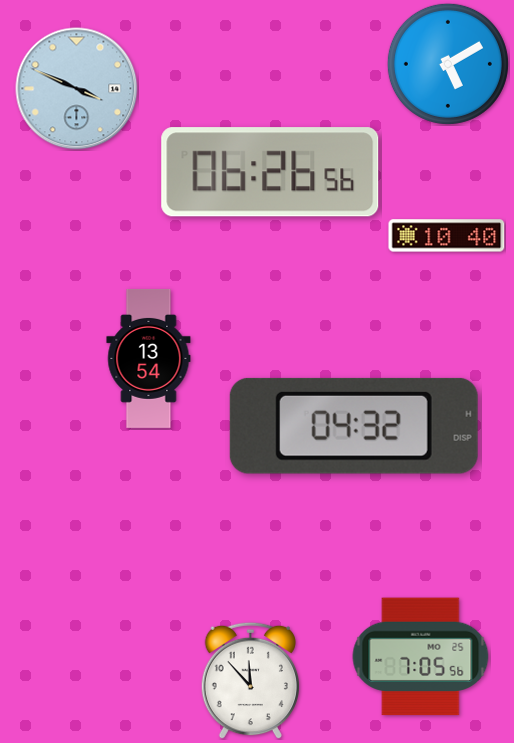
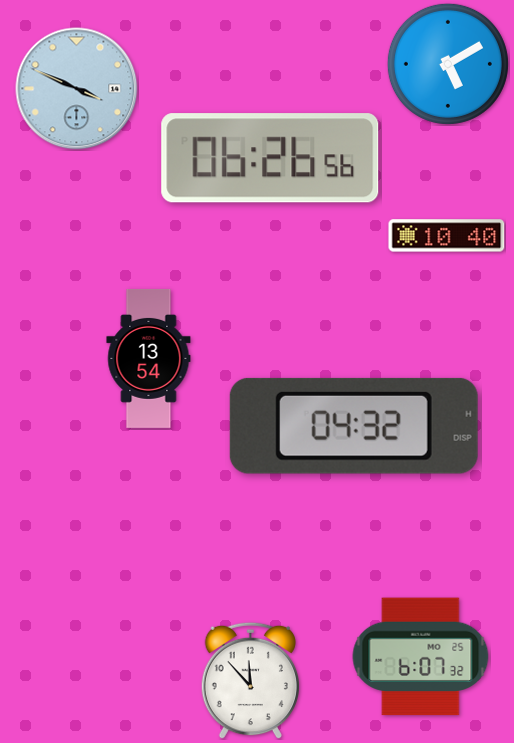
clock at (270, 172) position: (270, 172) -> (270, 158)
clock at (421, 657): 7:05 -> 6:07
